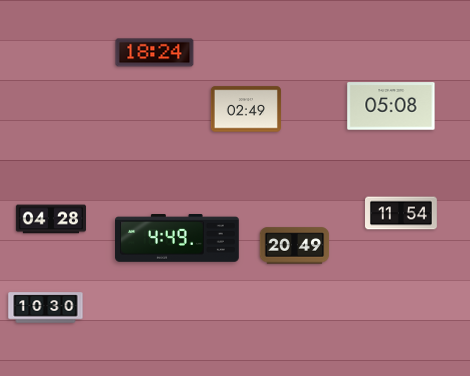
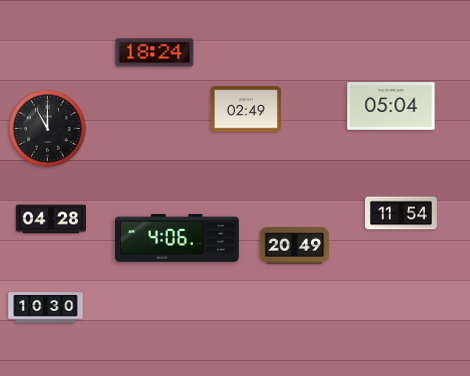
clock at (391, 106): 05:08 -> 05:04
clock at (47, 128): none -> 11:00
clock at (178, 239): 4:49 -> 4:06
